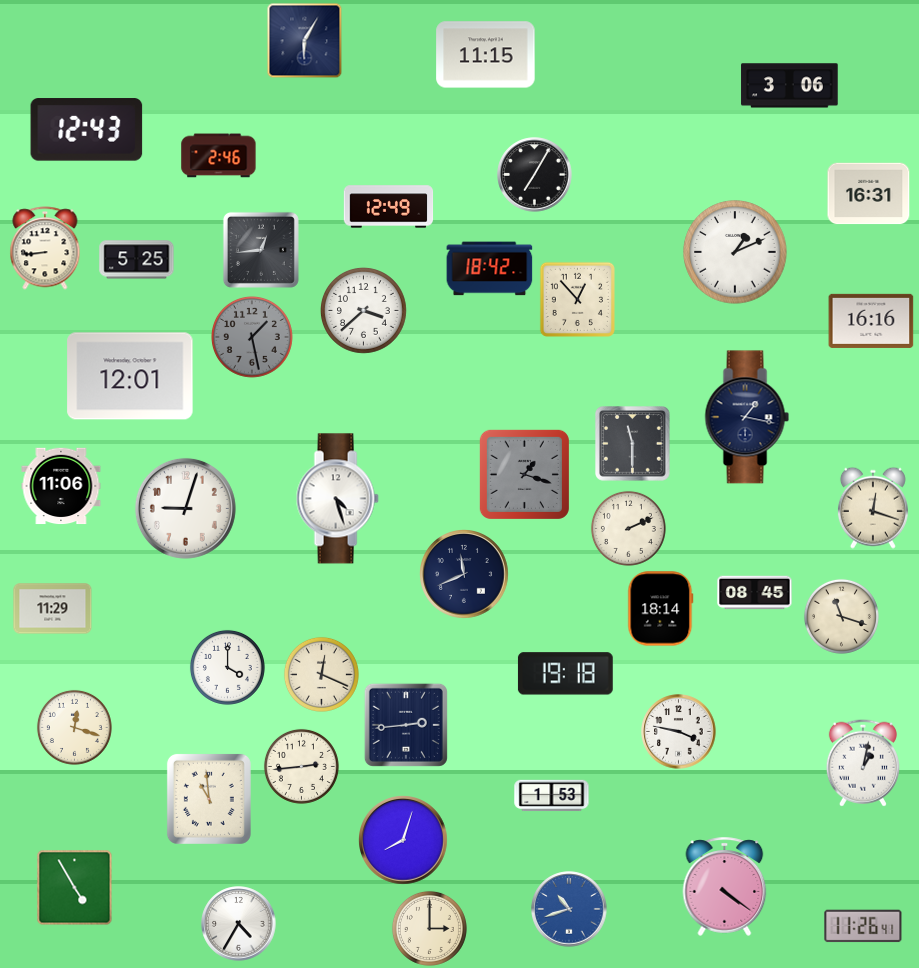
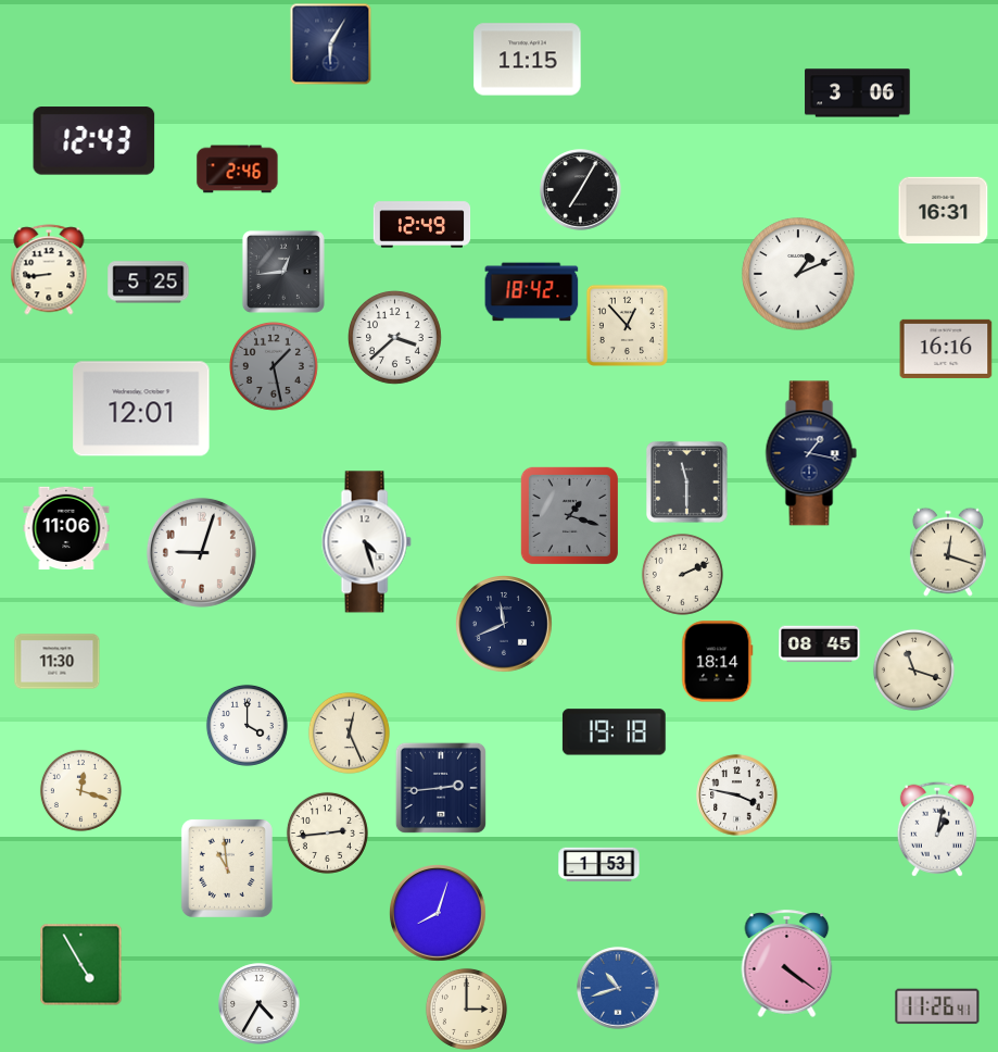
clock at (53, 609): 11:29 -> 11:30
clock at (321, 674): 12:19 -> 12:26
